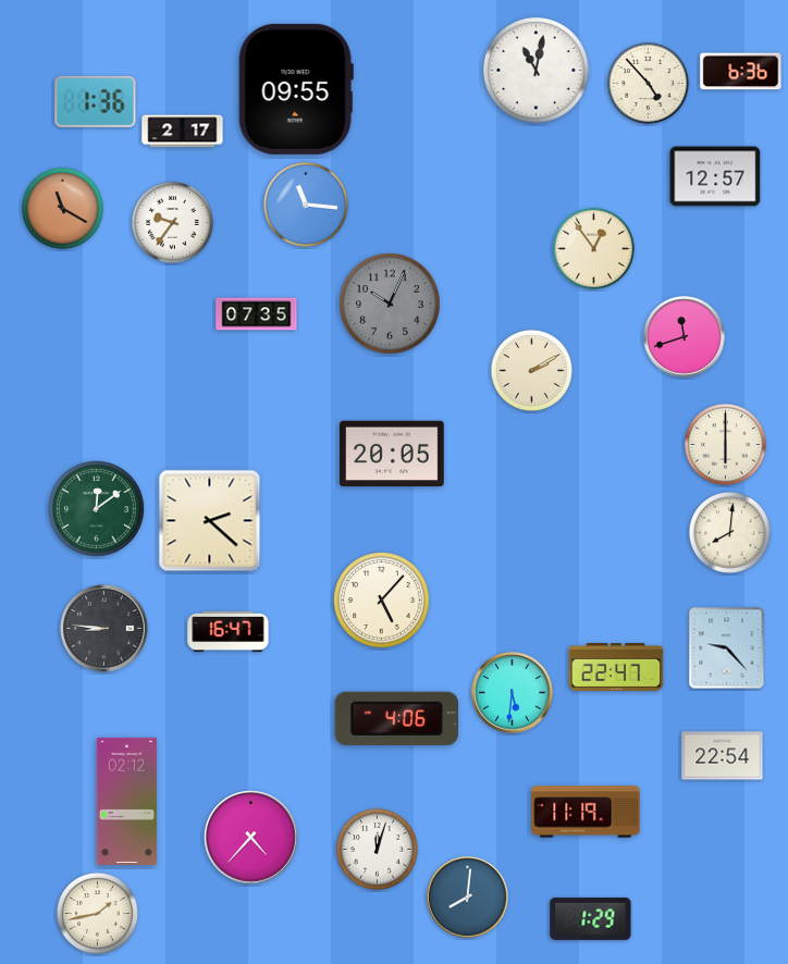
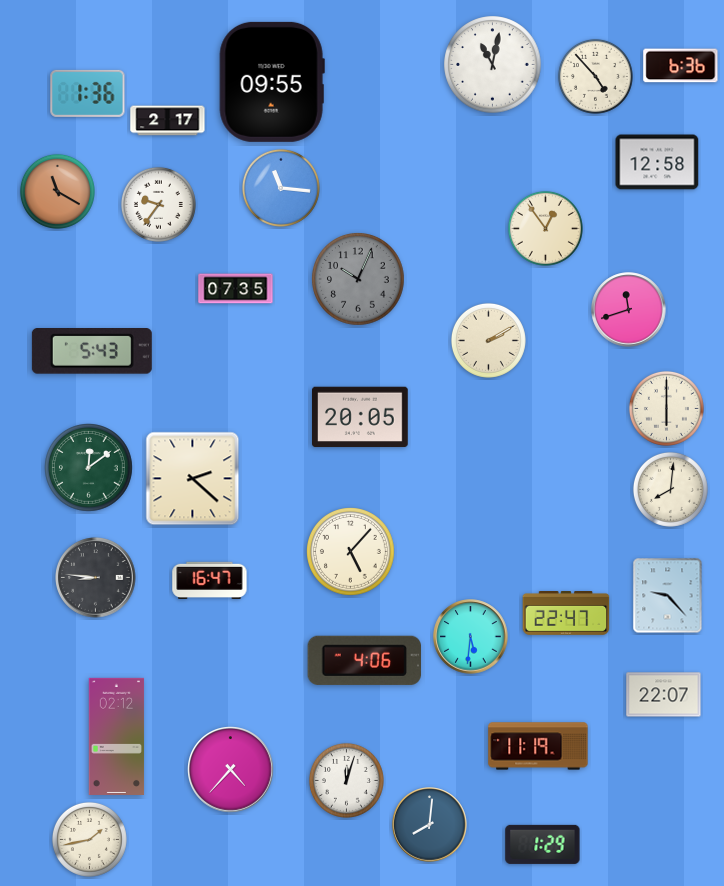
clock at (715, 176): 12:57 -> 12:58
clock at (92, 352): none -> 5:43
clock at (723, 756): 22:54 -> 22:07
